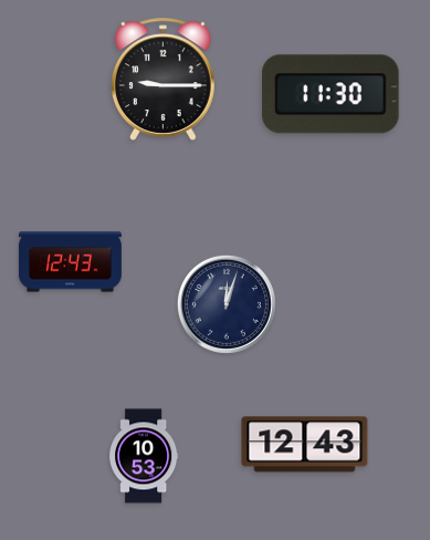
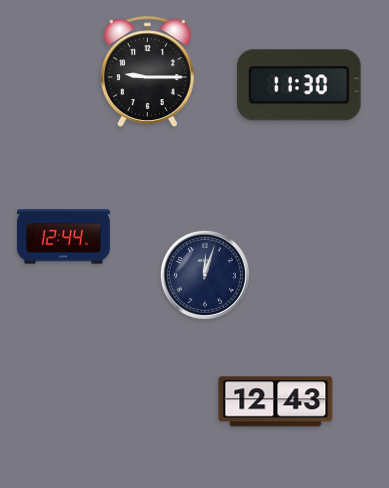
clock at (70, 262): 12:43 -> 12:44
clock at (144, 456): 10:53 -> none
